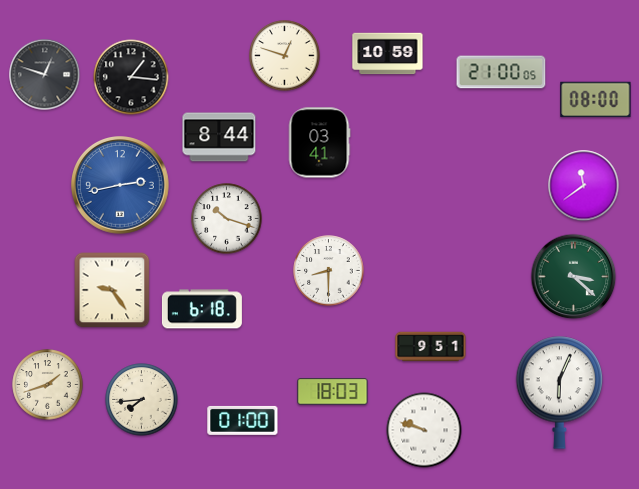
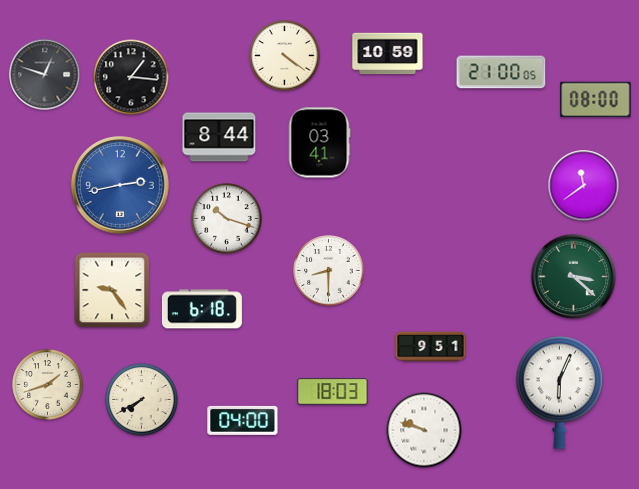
clock at (285, 56): 12:48 -> 4:21
clock at (142, 400): 7:44 -> 7:40
clock at (243, 420): 01:00 -> 04:00
